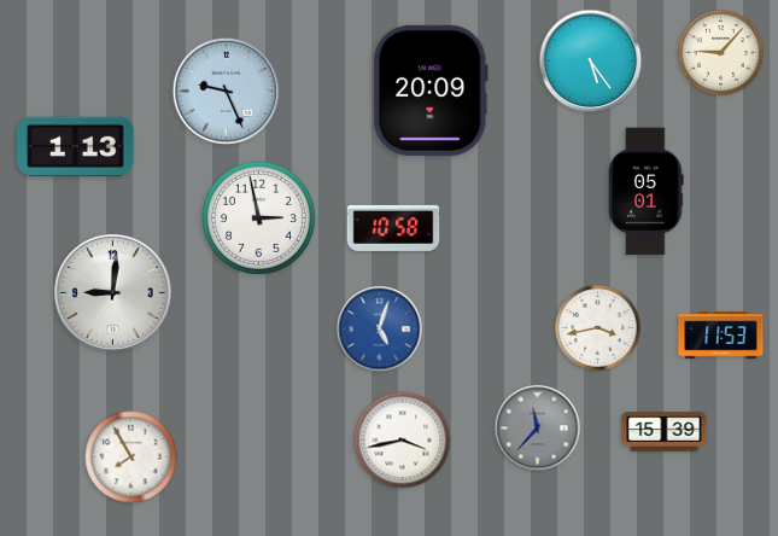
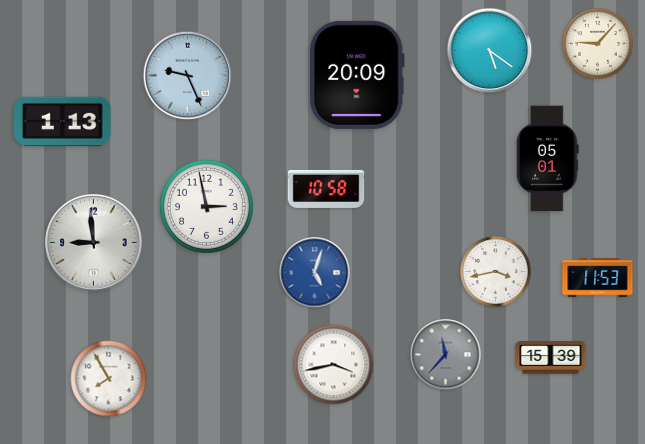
clock at (591, 62): 5:24 -> 5:21
clock at (647, 192) position: (647, 192) -> (548, 159)
clock at (258, 217) position: (258, 217) -> (206, 206)
clock at (113, 293): 9:01 -> 8:59
